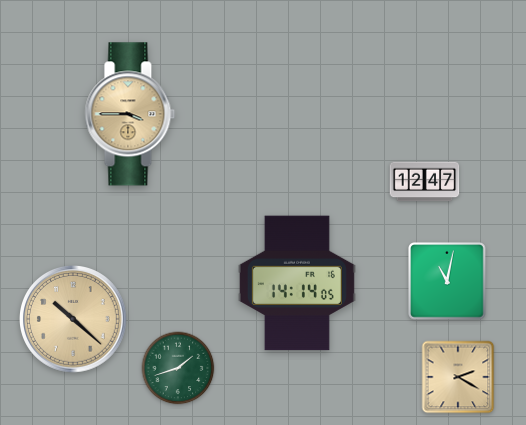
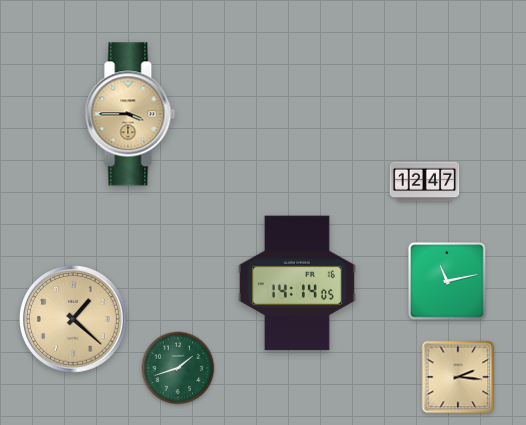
clock at (448, 282): 11:02 -> 11:13
clock at (74, 320): 10:22 -> 1:22
clock at (458, 377): 2:20 -> 2:16
